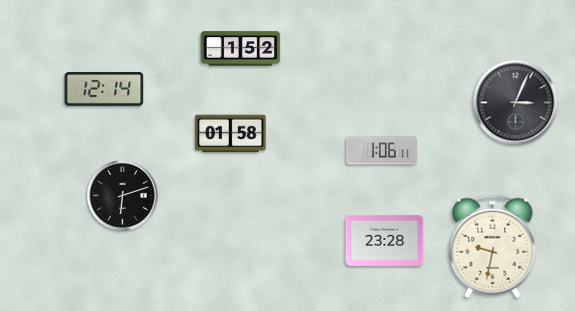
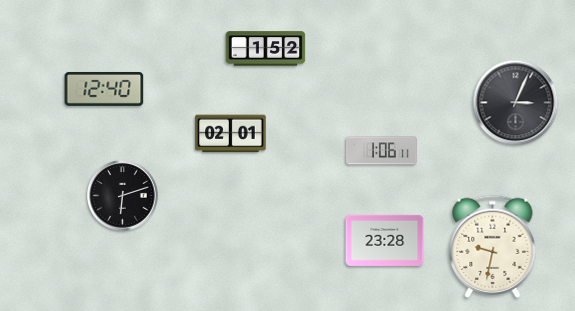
clock at (241, 49) position: (241, 49) -> (266, 49)
clock at (104, 89): 12:14 -> 12:40
clock at (231, 134): 01:58 -> 02:01
